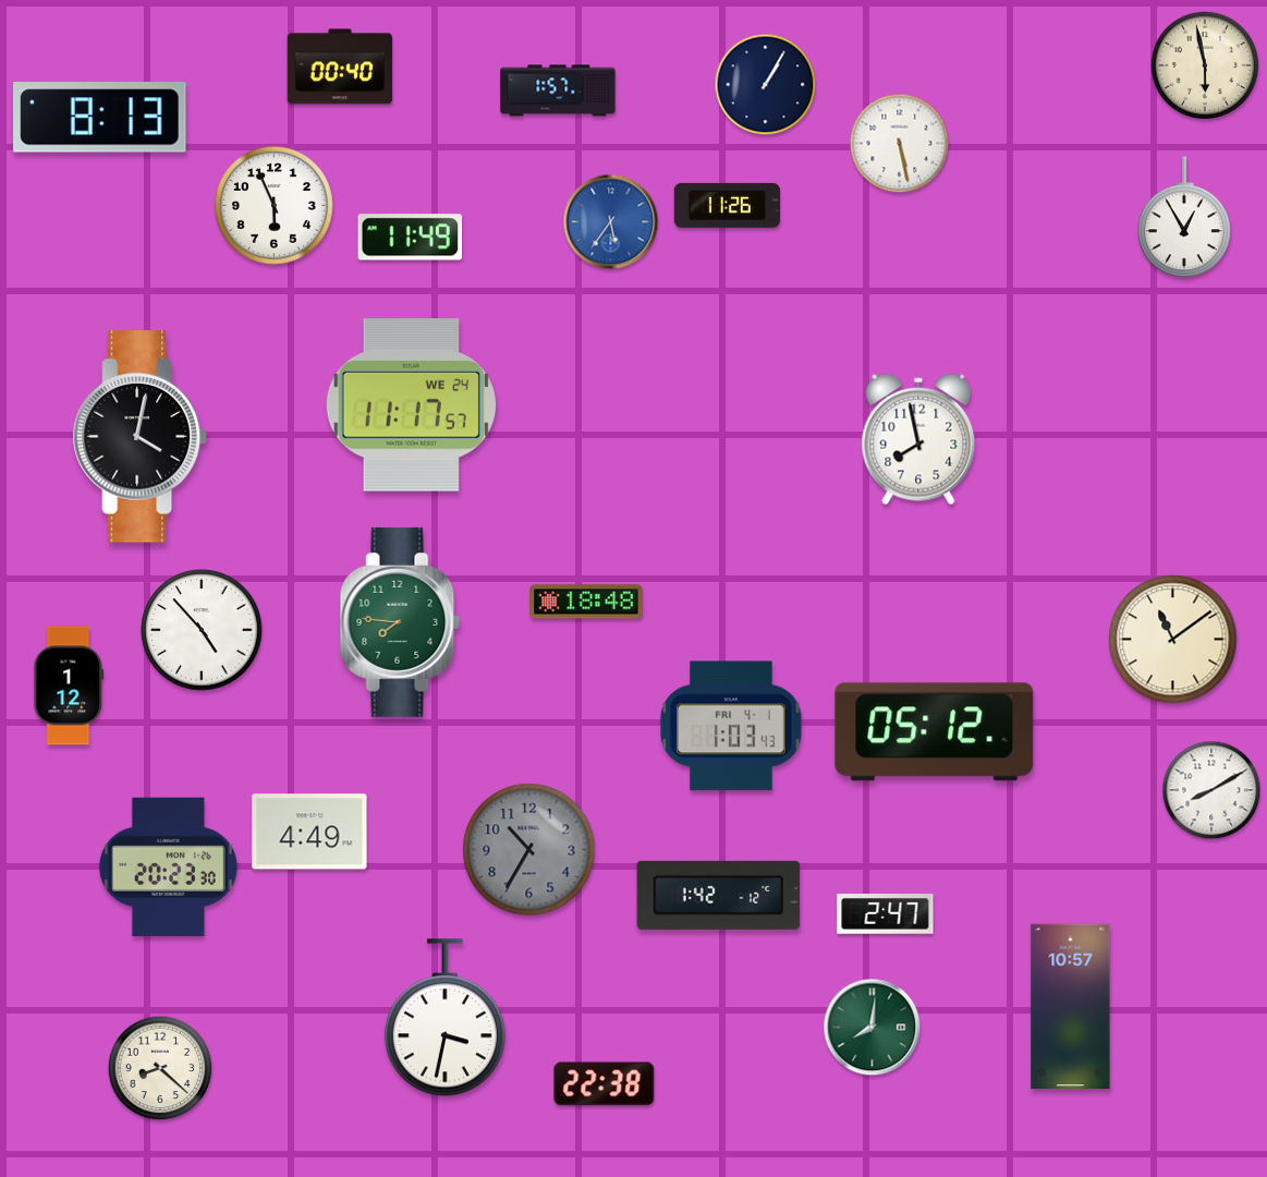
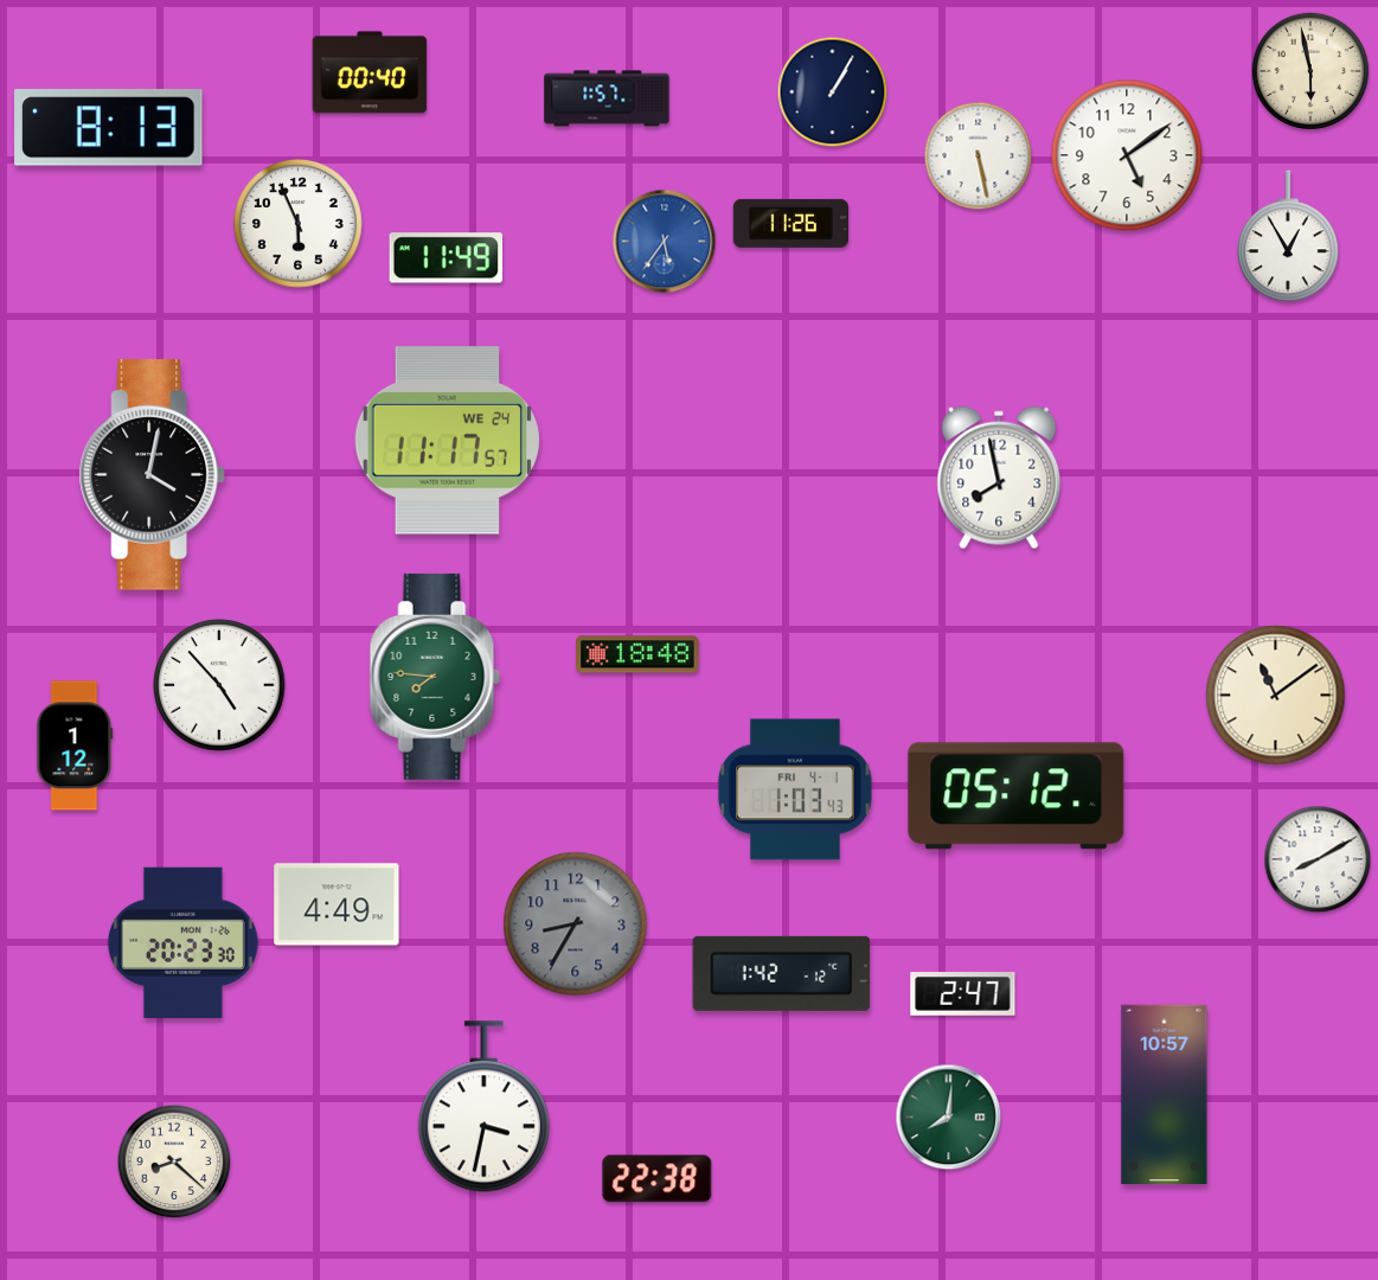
clock at (1127, 155): none -> 5:09
clock at (529, 850): 10:35 -> 8:35
